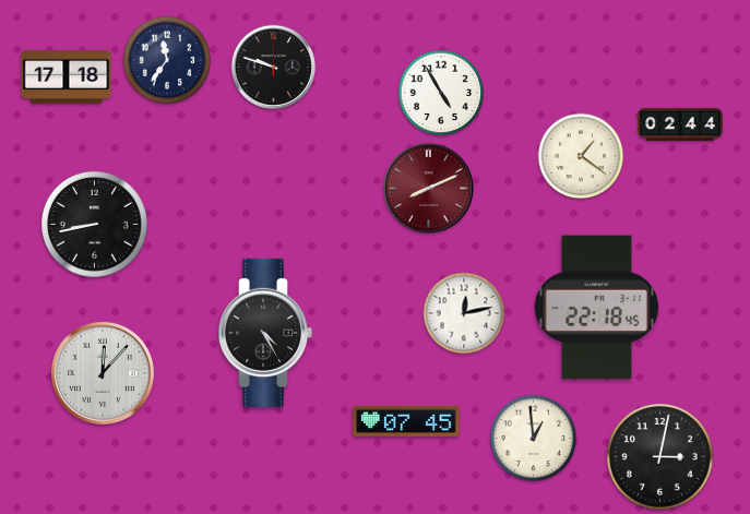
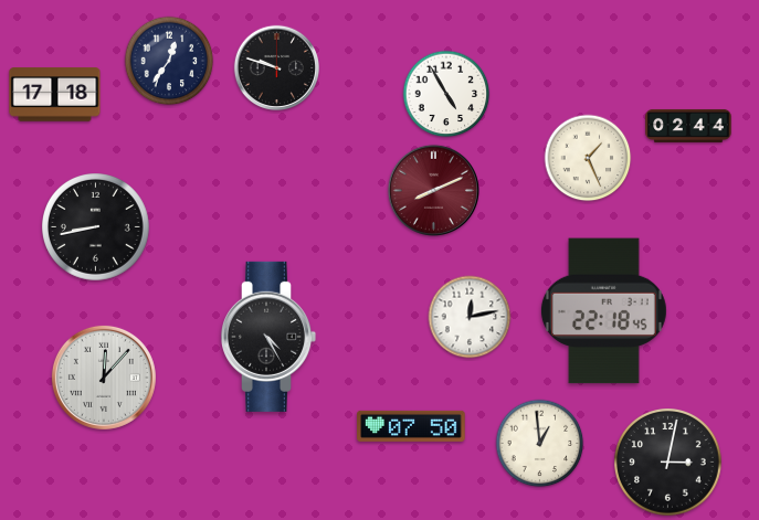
clock at (167, 60): 11:36 -> 12:36
clock at (67, 77) position: (67, 77) -> (55, 95)
clock at (581, 156): 1:21 -> 1:26
clock at (406, 421): 07:45 -> 07:50
